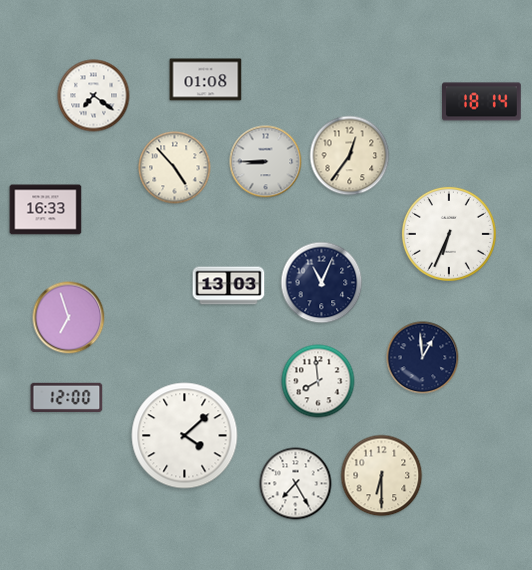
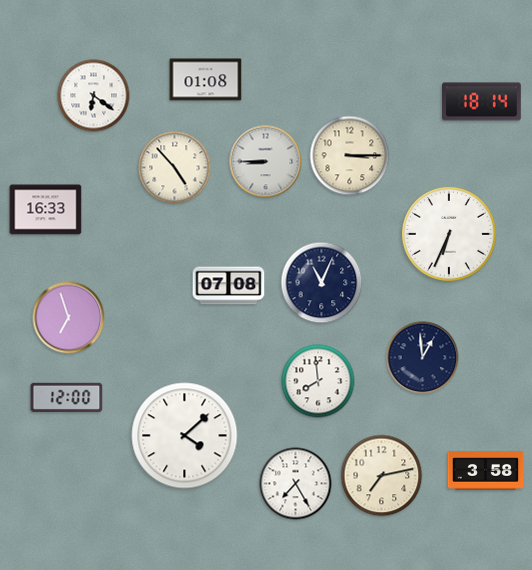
clock at (94, 96): 7:21 -> 6:21
clock at (350, 156): 12:36 -> 3:15
clock at (229, 286): 13:03 -> 07:08
clock at (486, 471): none -> 3:58
clock at (382, 476): 6:30 -> 7:13
